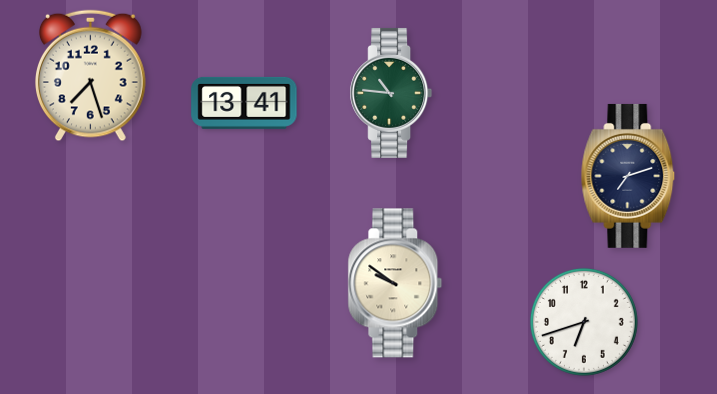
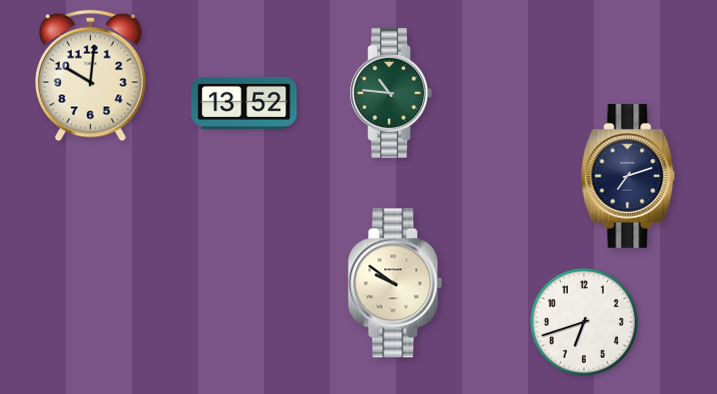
clock at (91, 76): 7:27 -> 10:01
clock at (244, 103): 13:41 -> 13:52
